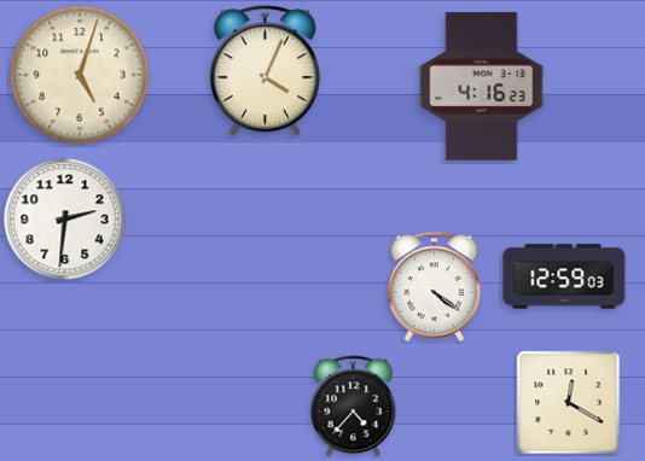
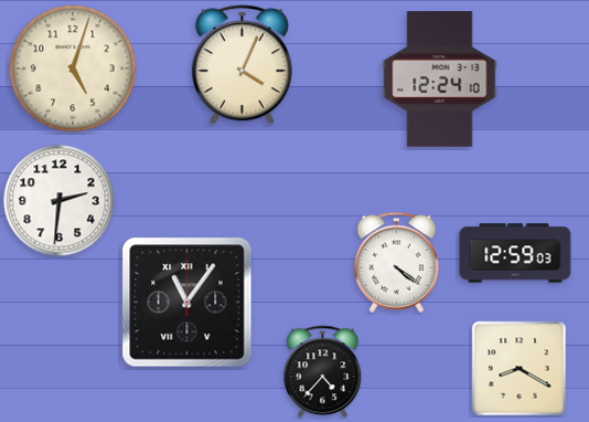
clock at (482, 87): 4:16 -> 12:24
clock at (188, 303): none -> 11:06
clock at (569, 403): 12:20 -> 8:20
